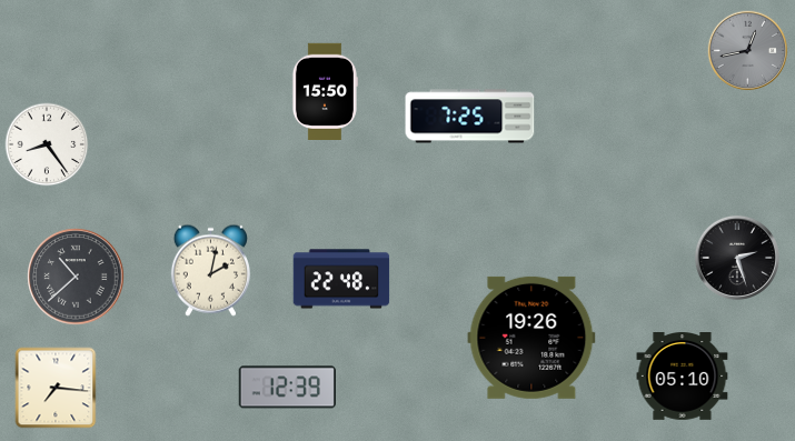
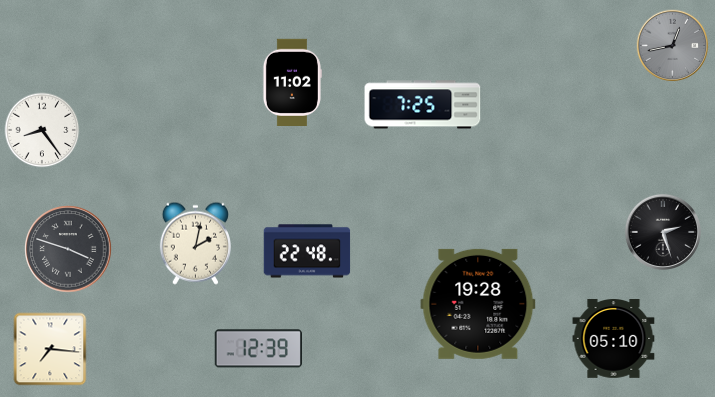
clock at (325, 91): 15:50 -> 11:02
clock at (210, 270) position: (210, 270) -> (195, 243)
clock at (76, 277): 10:38 -> 3:48
clock at (531, 338): 19:26 -> 19:28
